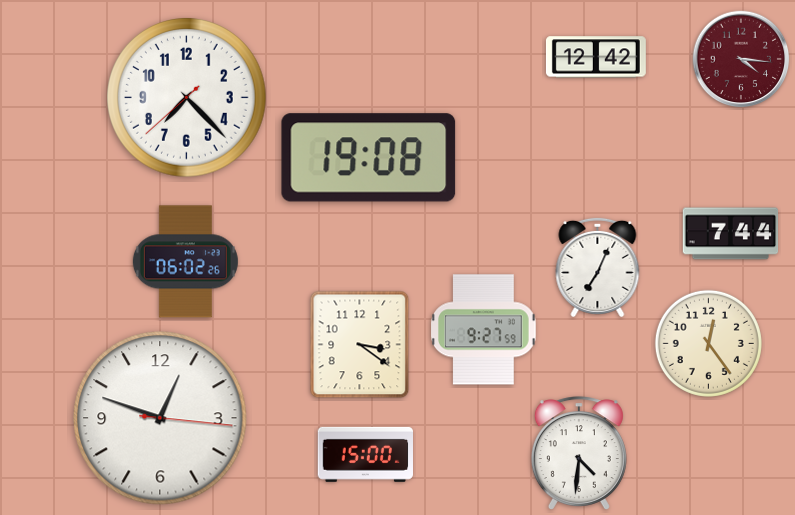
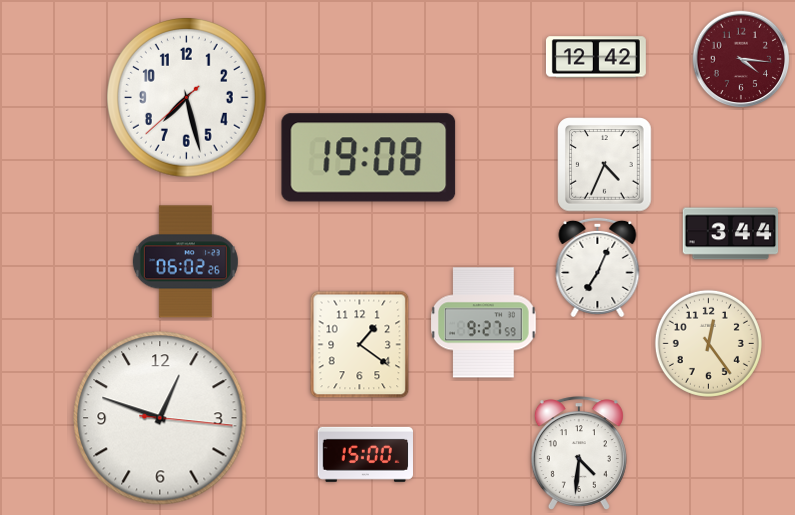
clock at (187, 98): 7:22 -> 7:27
clock at (605, 165): none -> 4:34
clock at (731, 234): 7:44 -> 3:44
clock at (484, 330) position: (484, 330) -> (484, 323)
clock at (360, 345): 3:21 -> 1:21
